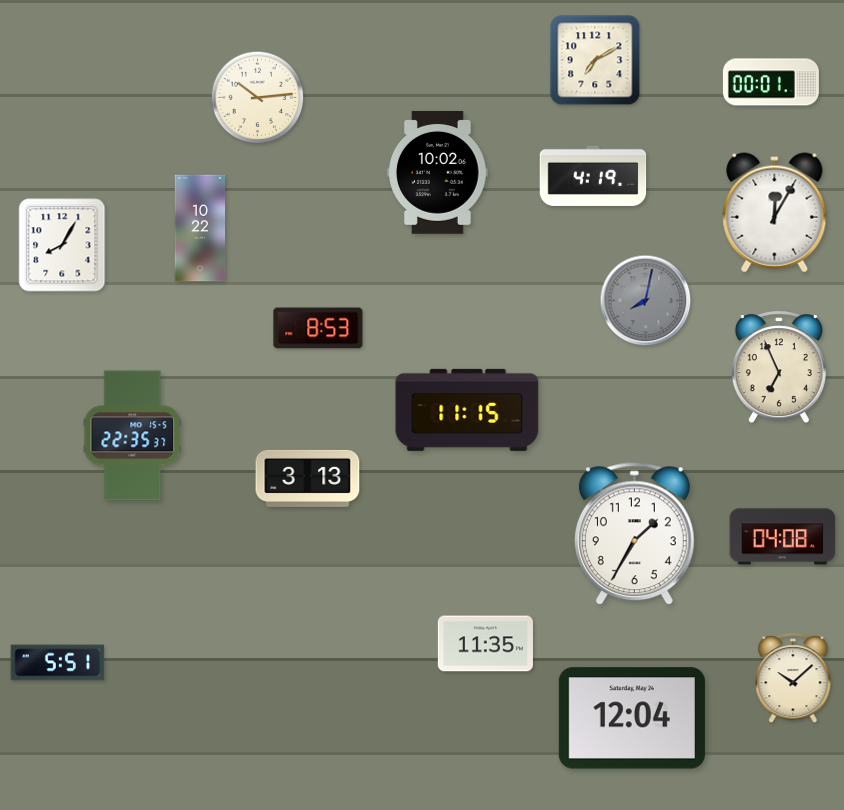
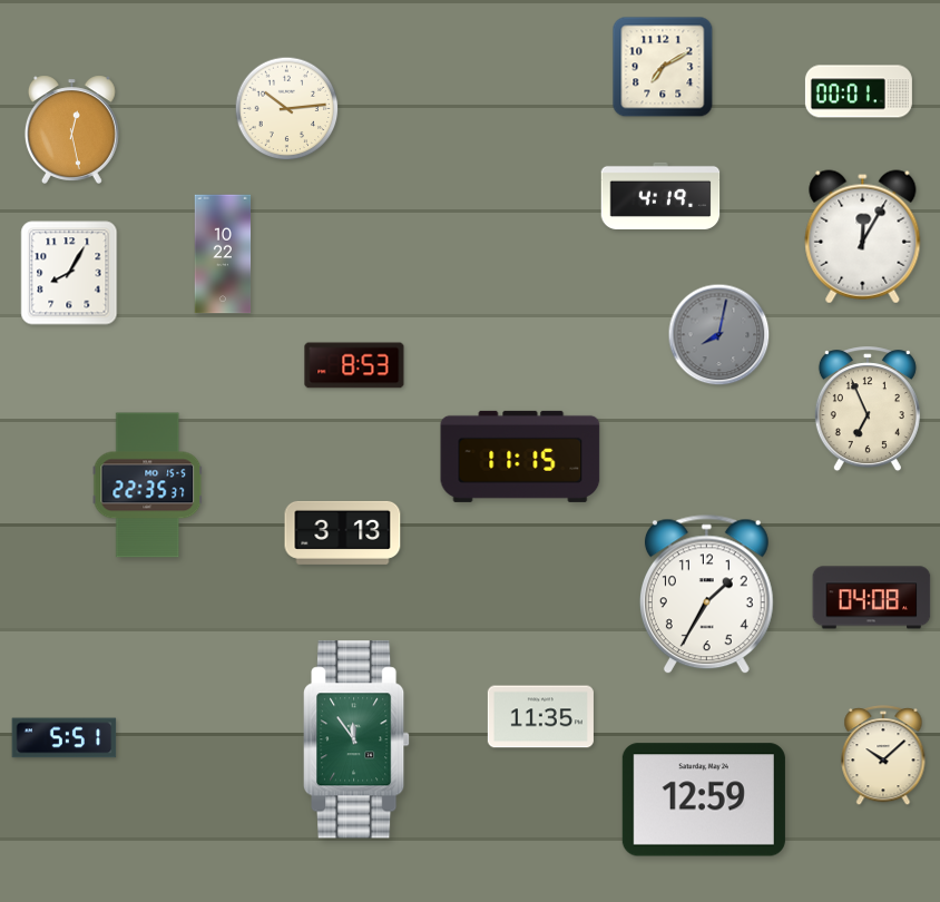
clock at (71, 129): none -> 12:28
clock at (438, 172): 10:02 -> none
clock at (358, 739): none -> 11:54
clock at (632, 718): 12:04 -> 12:59
